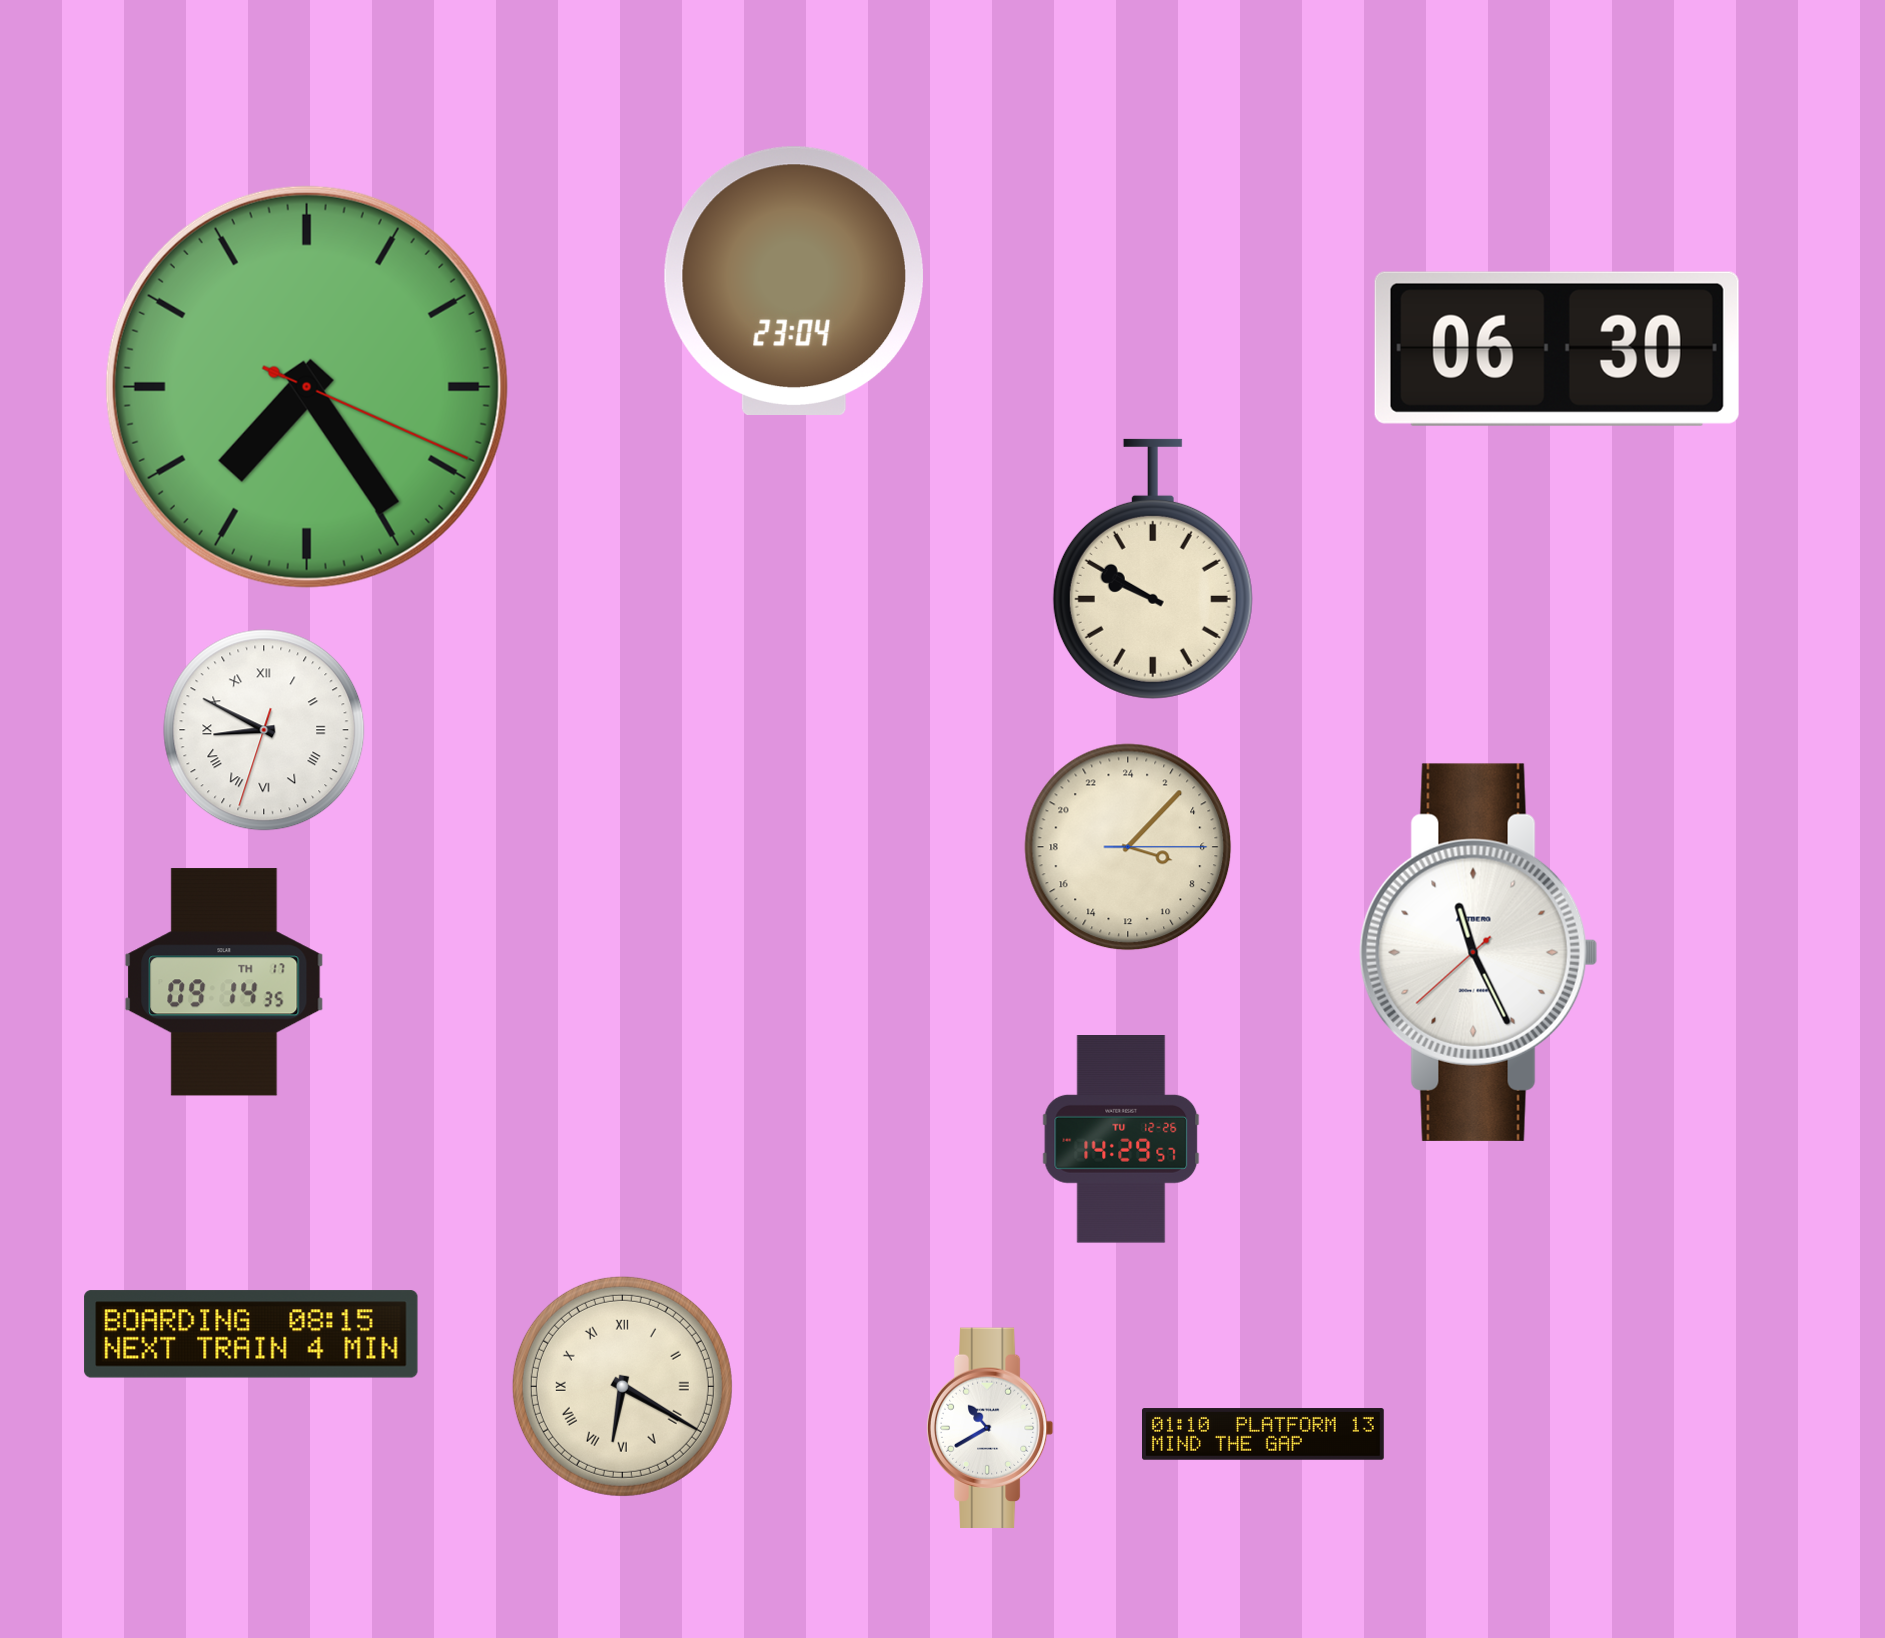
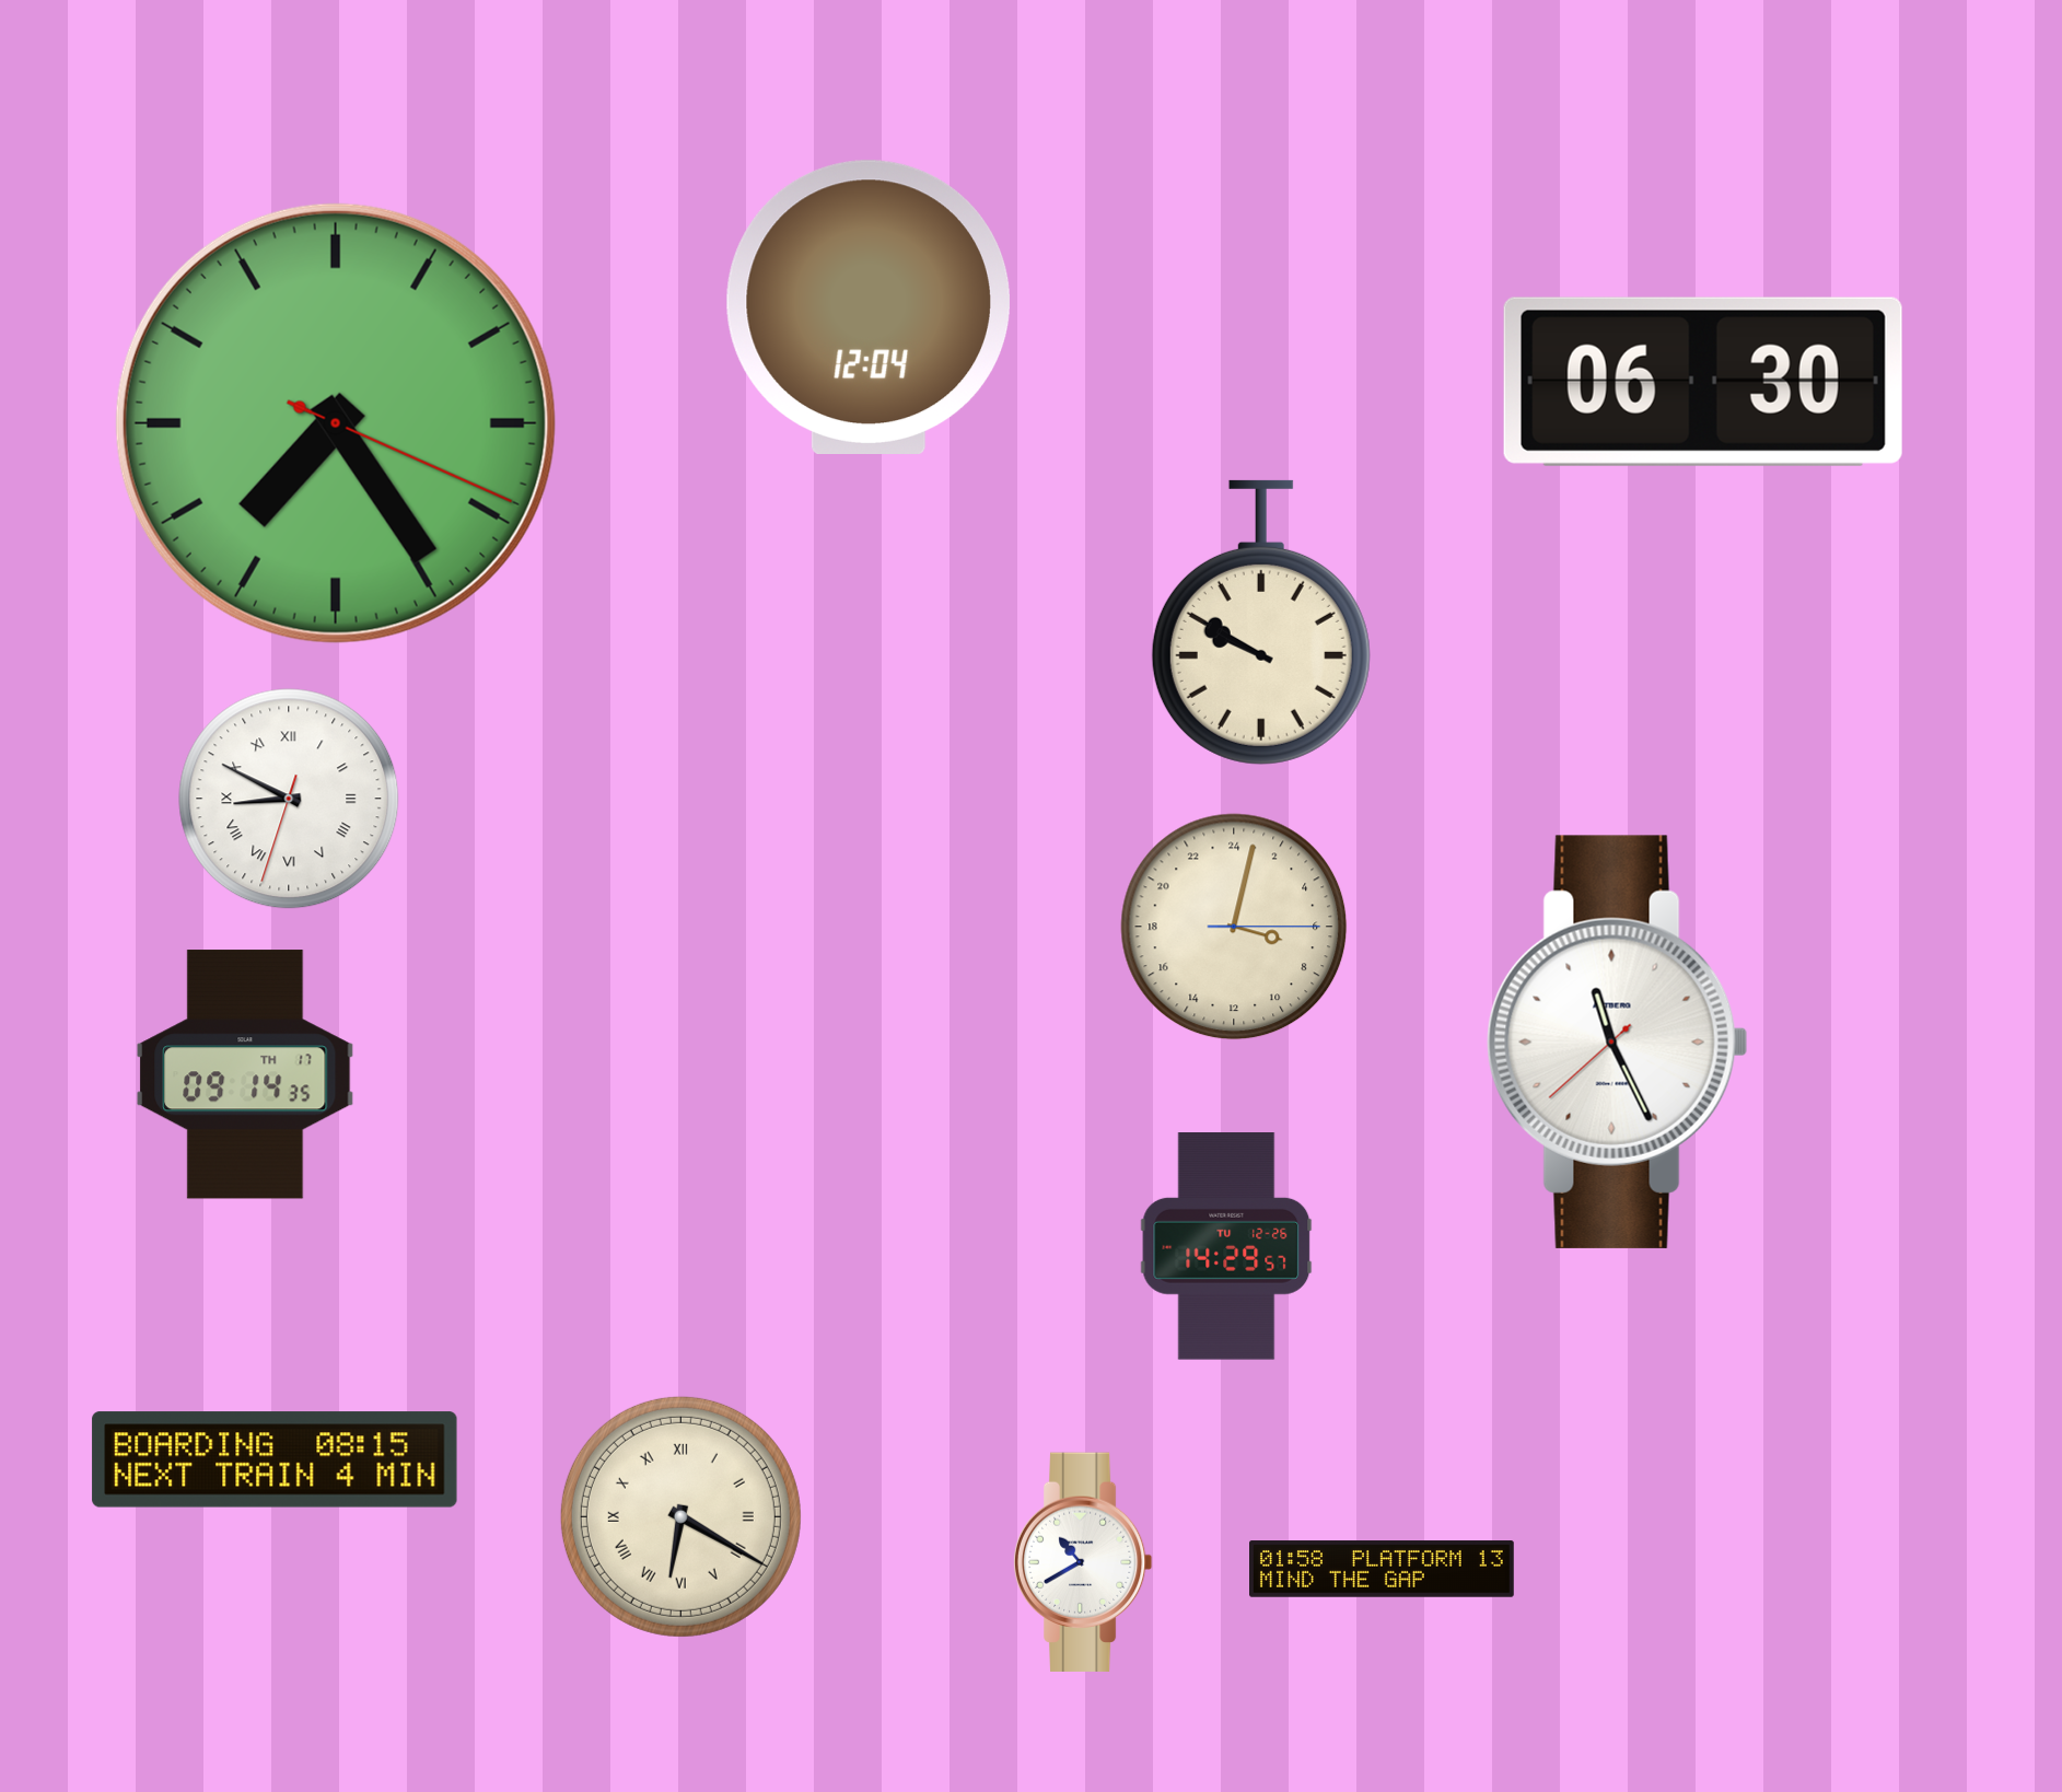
clock at (794, 280): 23:04 -> 12:04
clock at (1128, 847): 7:07 -> 7:02
clock at (1264, 1434): 01:10 -> 01:58
